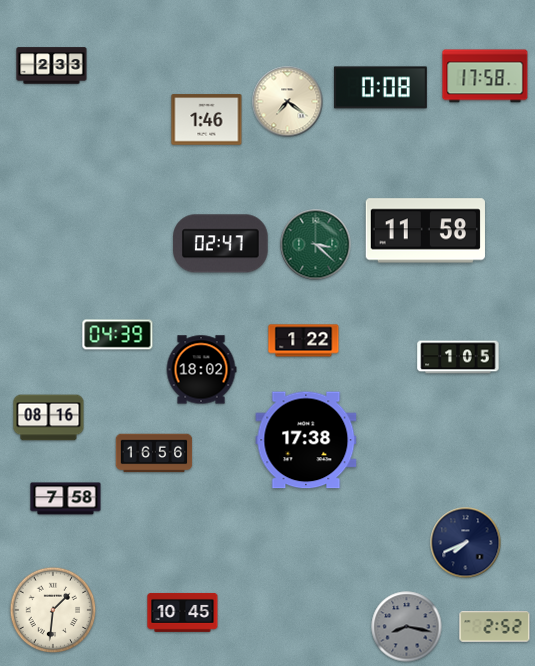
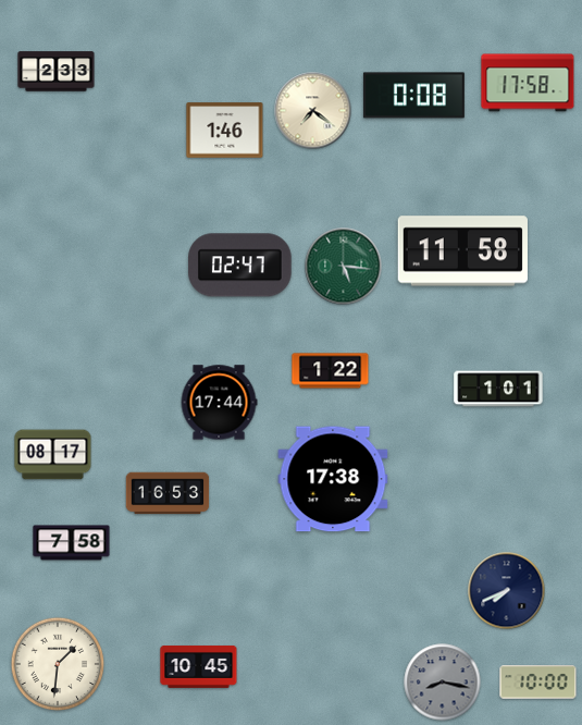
clock at (316, 245): 3:22 -> 5:16
clock at (118, 335): 04:39 -> none
clock at (458, 357): 1:05 -> 1:01
clock at (201, 370): 18:02 -> 17:44
clock at (49, 418): 08:16 -> 08:17
clock at (154, 453): 16:56 -> 16:53
clock at (495, 627): 2:52 -> 10:00
